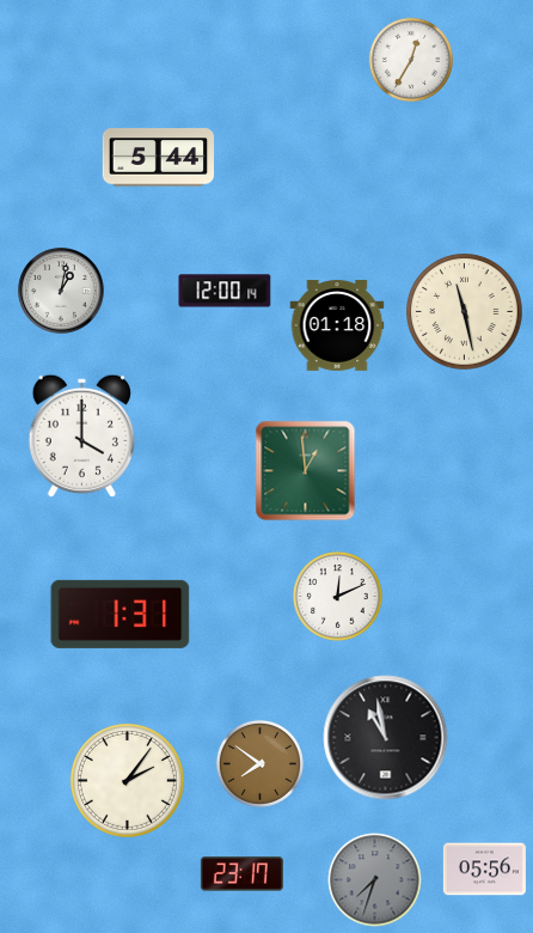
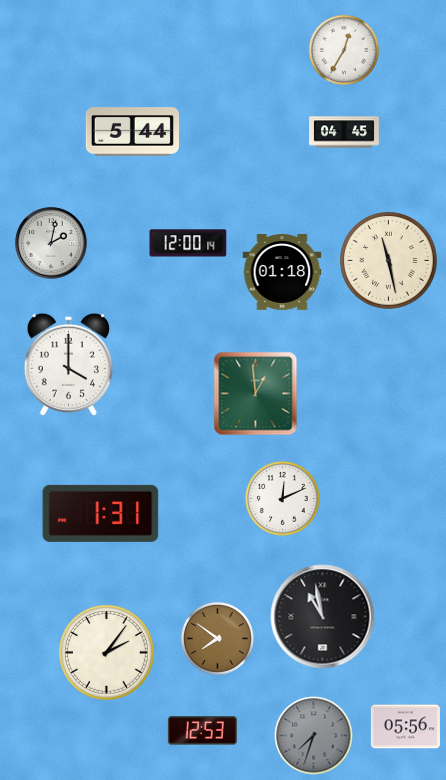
clock at (345, 132): none -> 04:45
clock at (61, 291): 1:02 -> 2:02
clock at (241, 874): 23:17 -> 12:53
